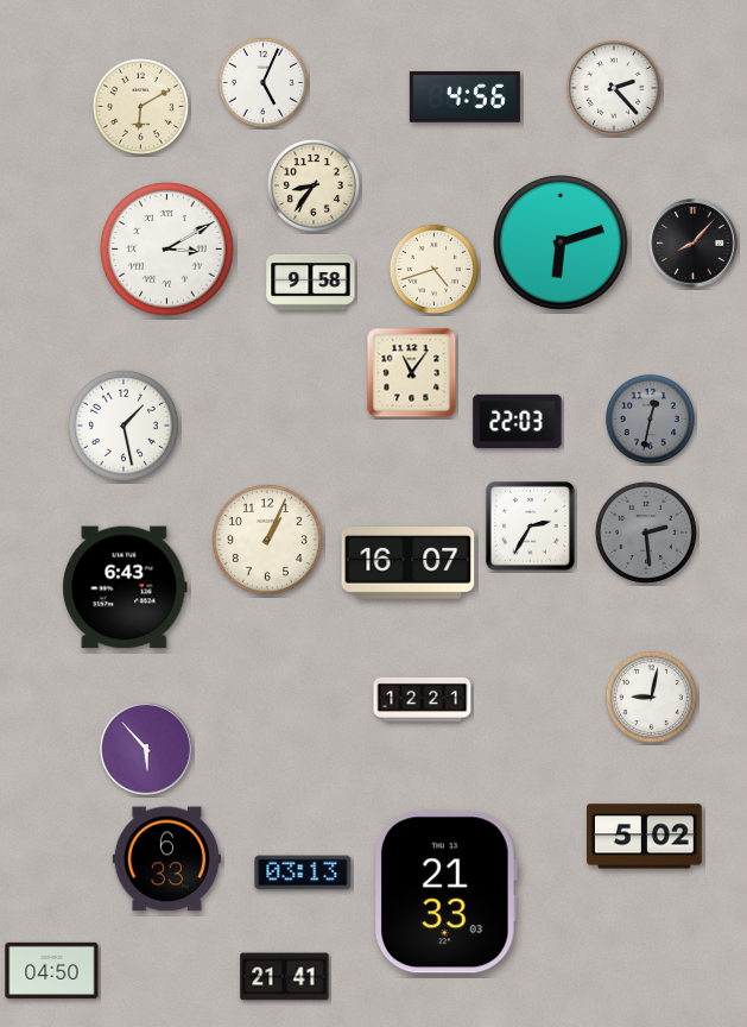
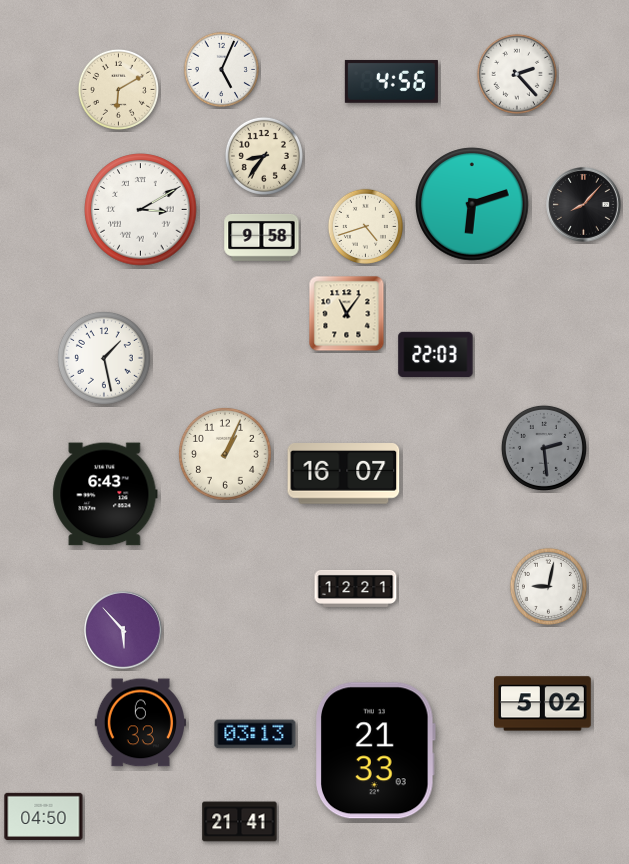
clock at (650, 418): 12:32 -> none
clock at (530, 525): 2:35 -> none
